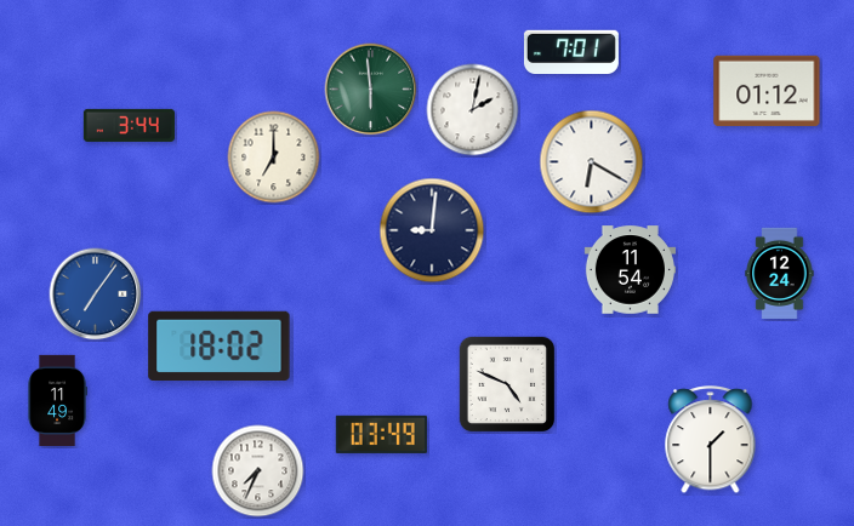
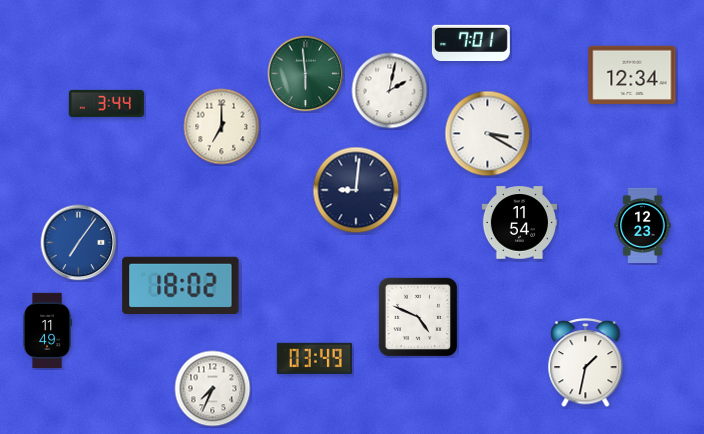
clock at (767, 90): 01:12 -> 12:34
clock at (274, 158) position: (274, 158) -> (222, 127)
clock at (592, 162): 6:20 -> 3:20
clock at (780, 273): 12:24 -> 12:23
clock at (711, 440): 1:30 -> 1:32
